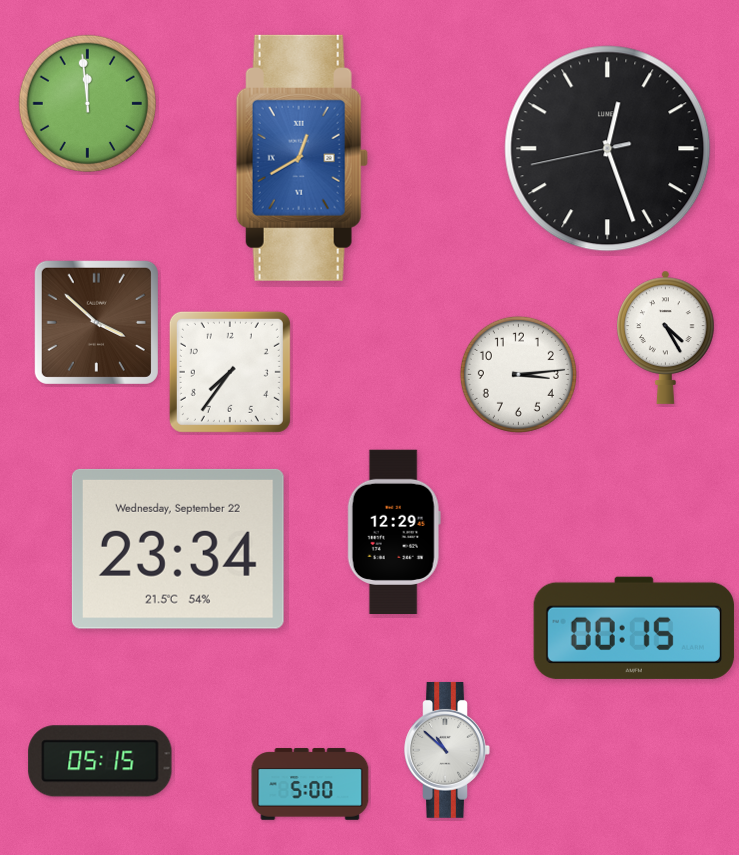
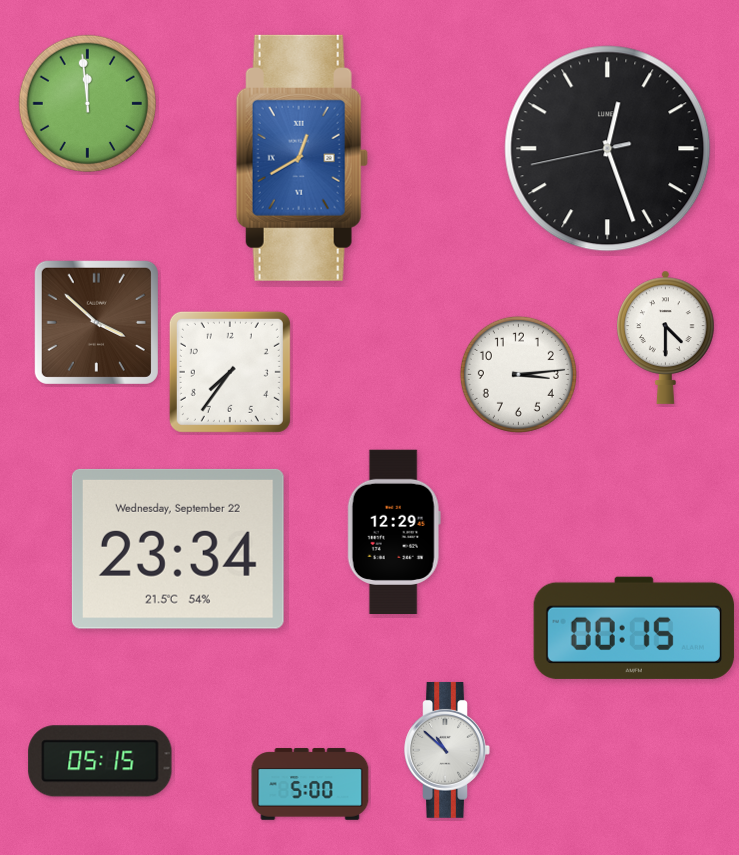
clock at (666, 337): 4:25 -> 4:30
